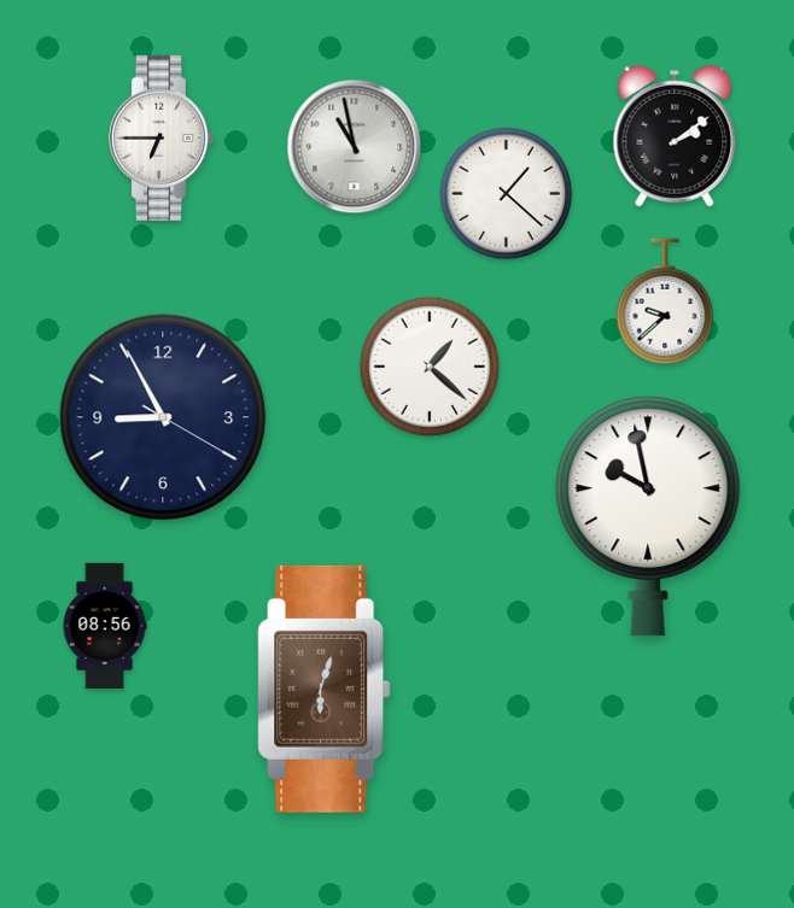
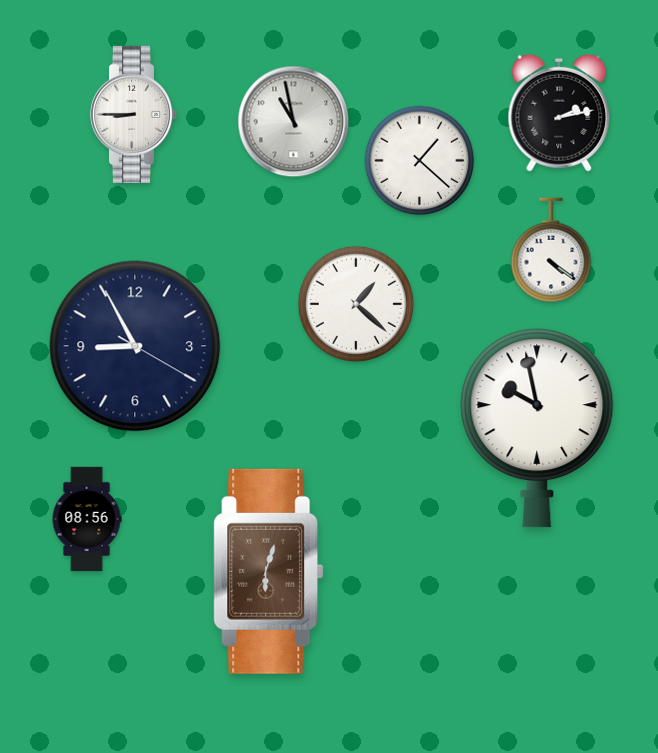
clock at (675, 136): 2:09 -> 2:13
clock at (162, 137): 6:45 -> 8:45
clock at (665, 301): 9:38 -> 4:21
